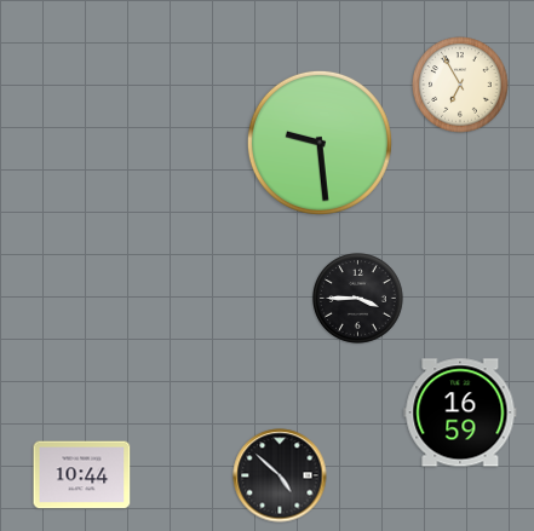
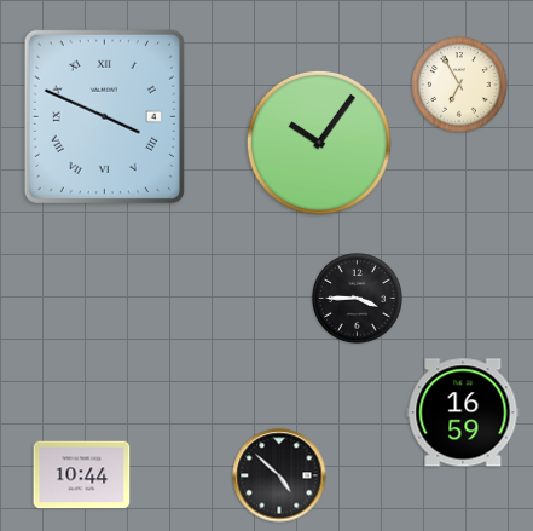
clock at (104, 116): none -> 3:49
clock at (320, 143): 9:29 -> 10:06
clock at (460, 412) position: (460, 412) -> (463, 412)
